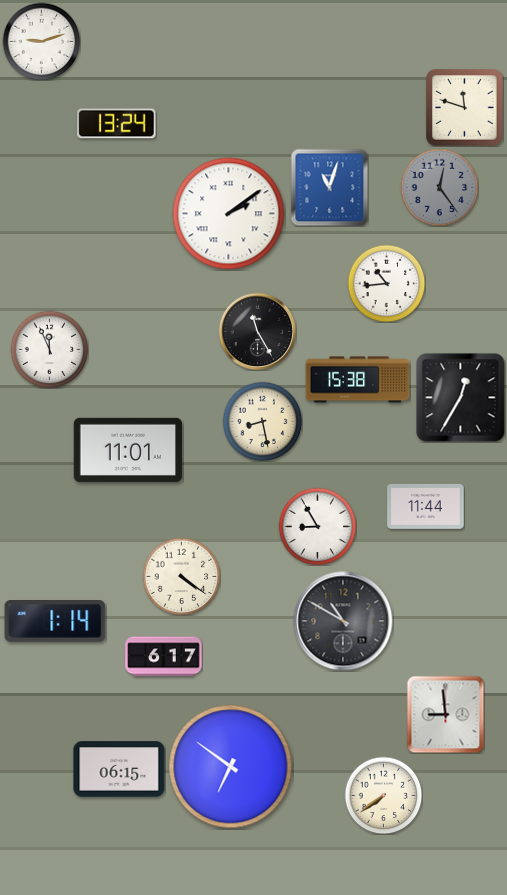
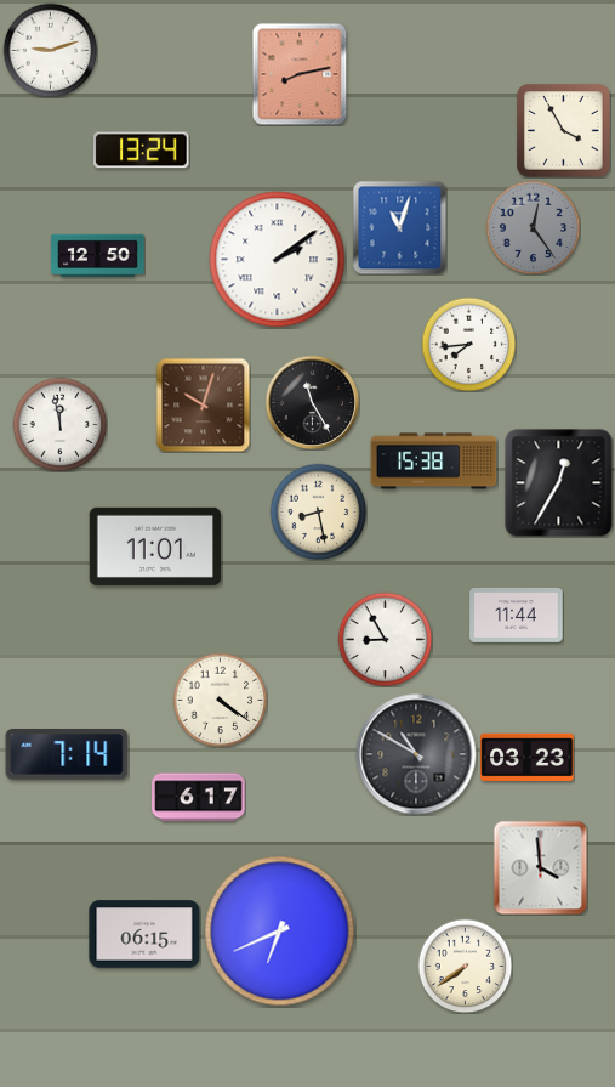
clock at (300, 74): none -> 8:13
clock at (465, 108): 11:48 -> 3:55
clock at (98, 255): none -> 12:50
clock at (386, 283): 10:44 -> 7:44
clock at (203, 404): none -> 10:03
clock at (49, 349): 11:56 -> 11:58
clock at (55, 622): 1:14 -> 7:14
clock at (528, 757): none -> 03:23
clock at (445, 714): 8:59 -> 3:59
clock at (231, 767): 6:51 -> 6:41
